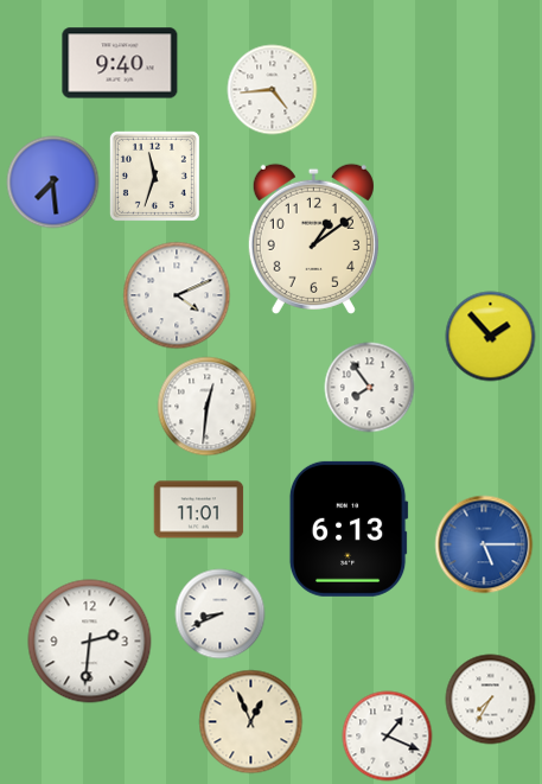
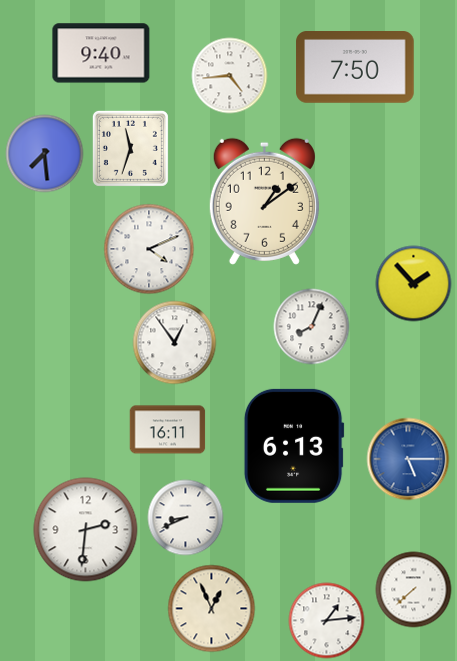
clock at (355, 68): none -> 7:50
clock at (370, 388): 7:54 -> 8:04
clock at (208, 407): 12:31 -> 12:54
clock at (199, 510): 11:01 -> 16:11
clock at (90, 642) position: (90, 642) -> (86, 530)
clock at (491, 700): 7:35 -> 7:38
clock at (388, 737): 1:19 -> 1:14
